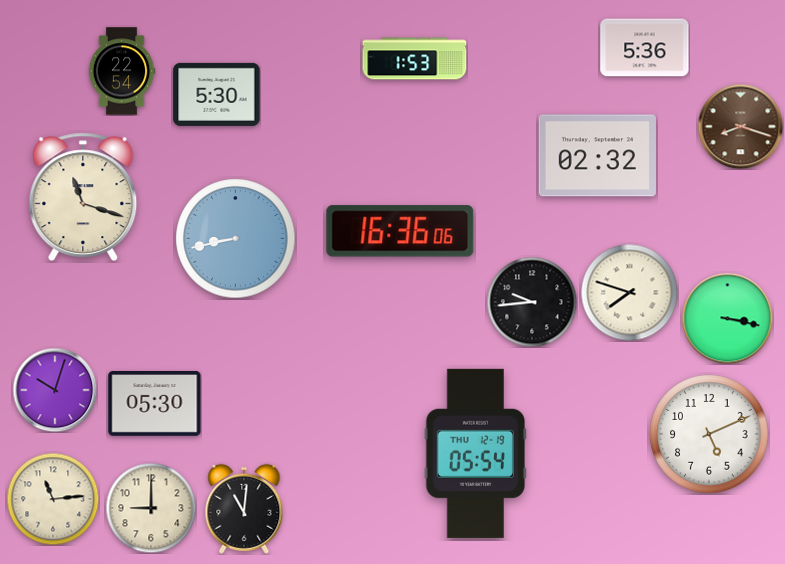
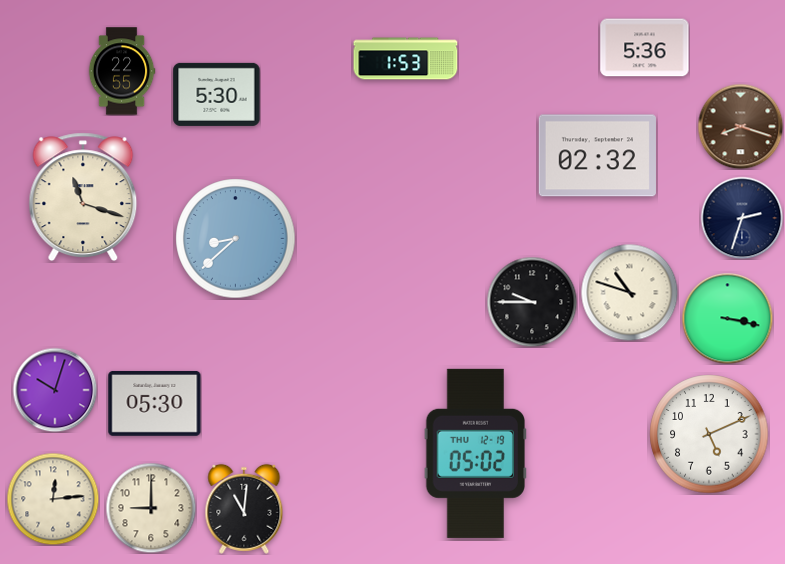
clock at (415, 59) position: (415, 59) -> (406, 59)
clock at (122, 71): 22:54 -> 22:55
clock at (742, 218): none -> 2:33
clock at (400, 231): 16:36 -> none
clock at (236, 239): 8:43 -> 8:38
clock at (629, 292): 7:48 -> 10:48
clock at (532, 302): 9:44 -> 9:45
clock at (475, 453): 05:54 -> 05:02
clock at (53, 499): 11:14 -> 12:14
